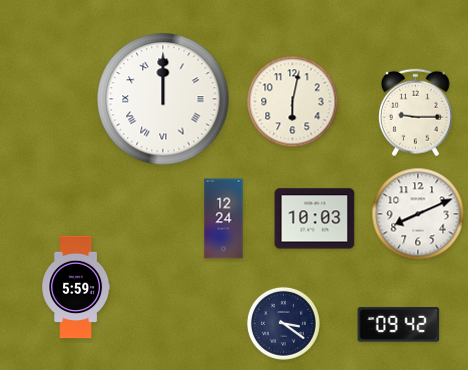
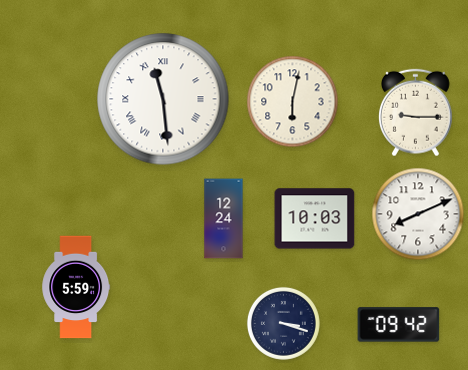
clock at (163, 99): 12:00 -> 11:29
clock at (283, 323): 3:21 -> 3:18
